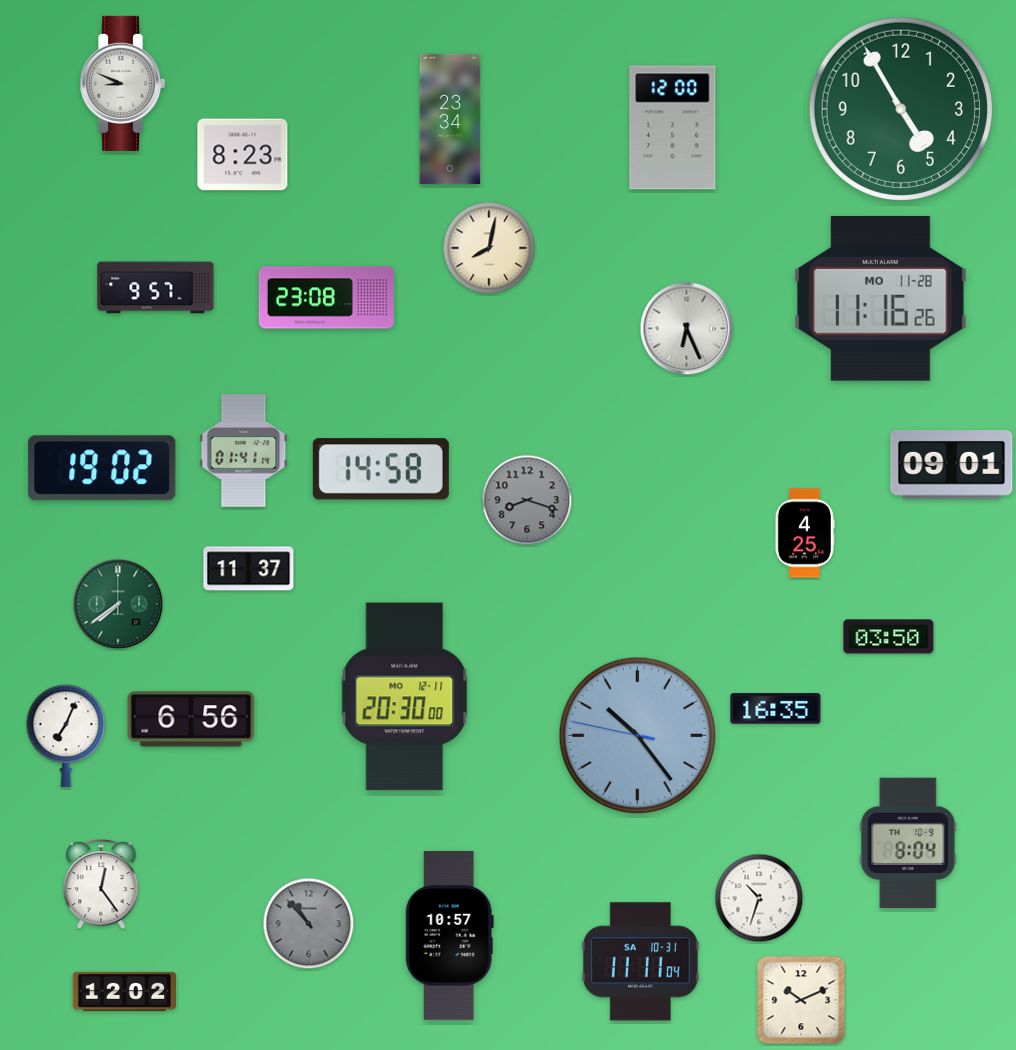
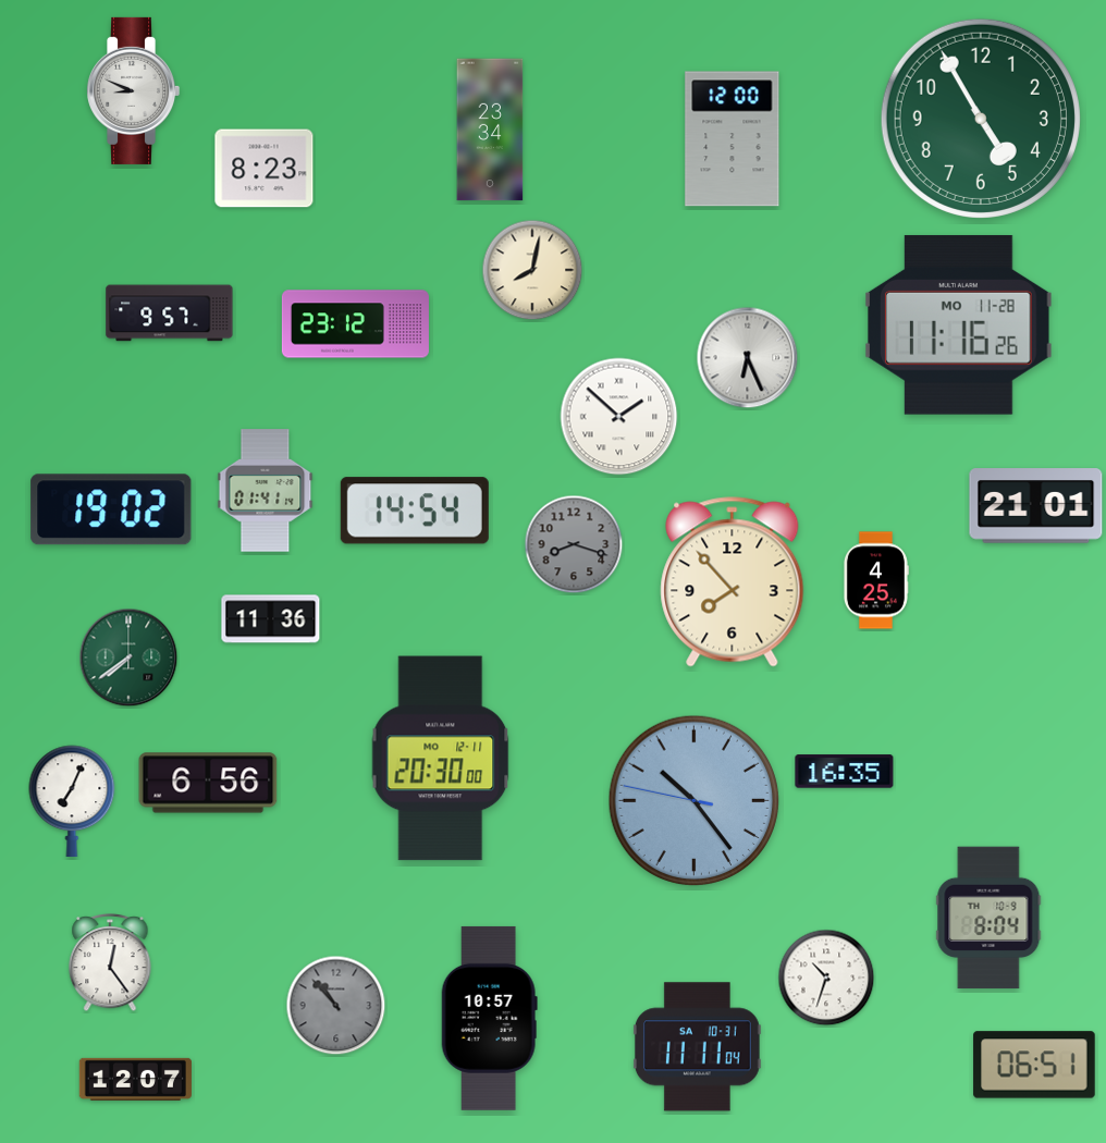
clock at (326, 298): 23:08 -> 23:12
clock at (619, 417): none -> 1:52
clock at (952, 465): 09:01 -> 21:01
clock at (381, 469): 14:58 -> 14:54
clock at (733, 582): none -> 7:53
clock at (249, 569): 11:37 -> 11:36
clock at (889, 637): 03:50 -> none
clock at (1034, 1065): none -> 06:51
clock at (124, 991): 12:02 -> 12:07
clock at (801, 1000): 10:11 -> none
